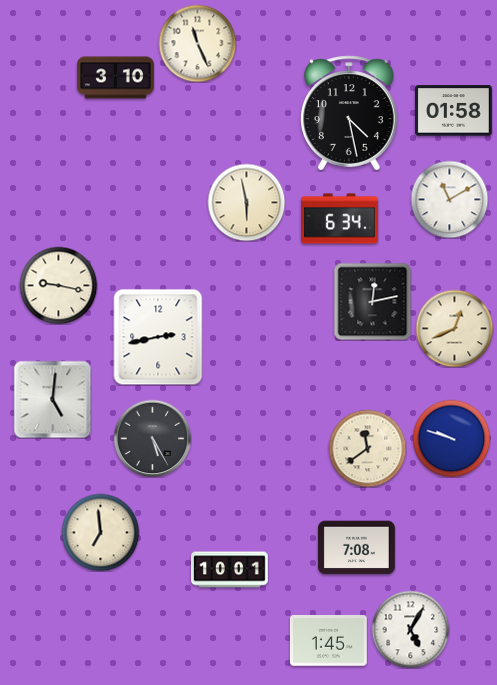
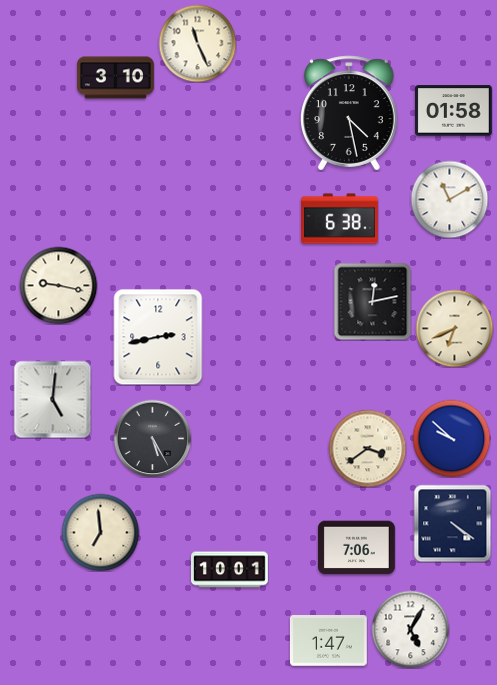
clock at (246, 202): 5:58 -> none
clock at (340, 219): 6:34 -> 6:38
clock at (454, 328): 12:41 -> 6:41
clock at (451, 438): 9:48 -> 9:52
clock at (367, 448): 11:39 -> 3:39
clock at (452, 523): none -> 4:21
clock at (356, 548): 7:08 -> 7:06
clock at (328, 641): 1:45 -> 1:47
